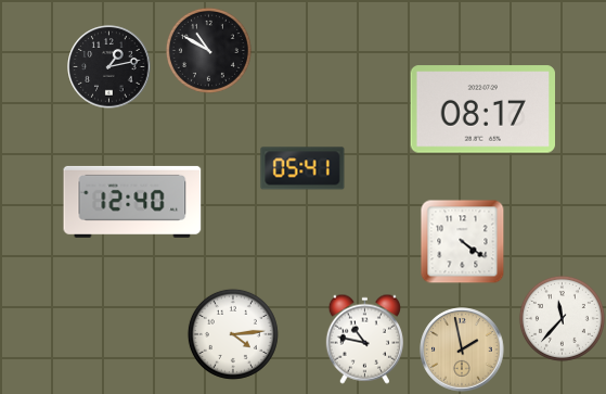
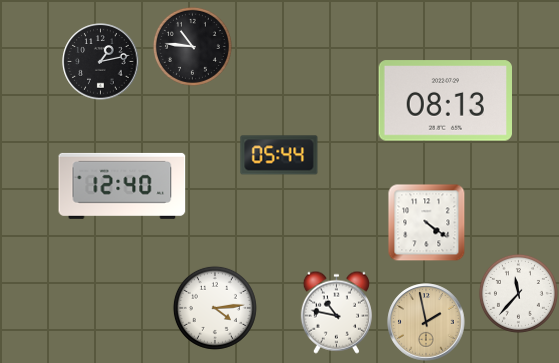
clock at (208, 50): 10:50 -> 10:46
clock at (482, 110): 08:17 -> 08:13
clock at (302, 168): 05:41 -> 05:44
